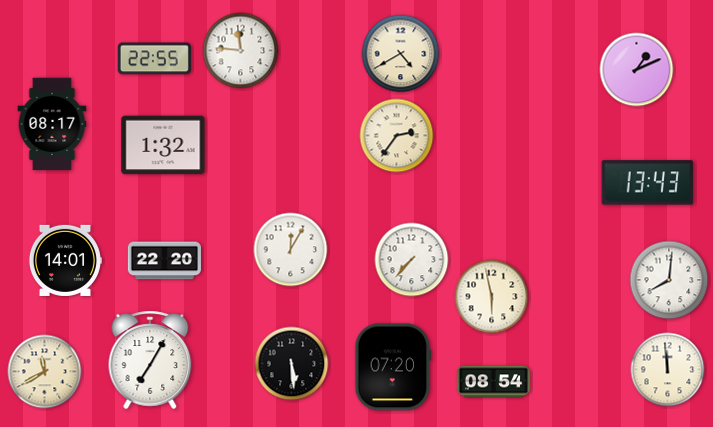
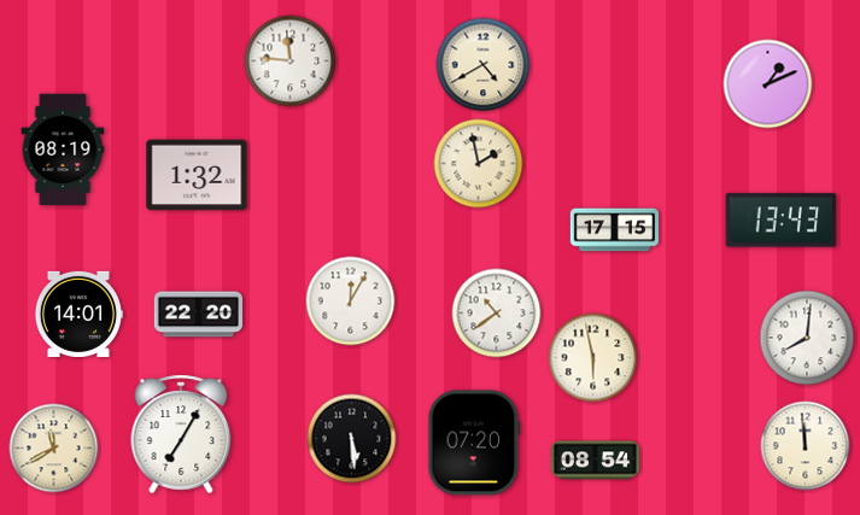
clock at (154, 59): 22:55 -> none
clock at (52, 124): 08:17 -> 08:19
clock at (397, 136): 2:36 -> 1:58
clock at (614, 230): none -> 17:15
clock at (412, 260): 7:37 -> 10:39
